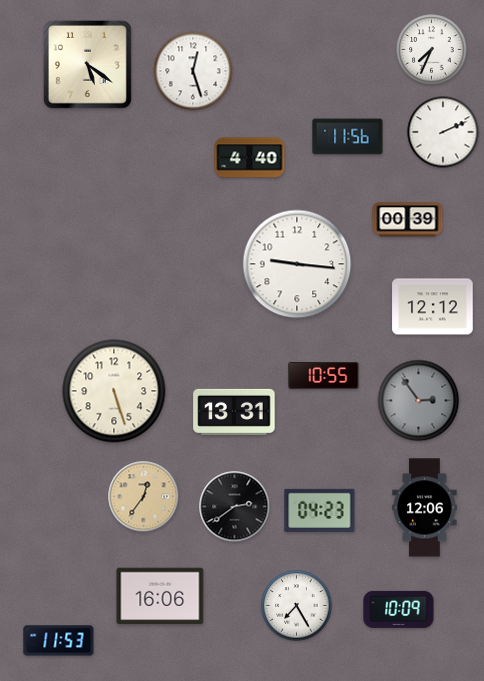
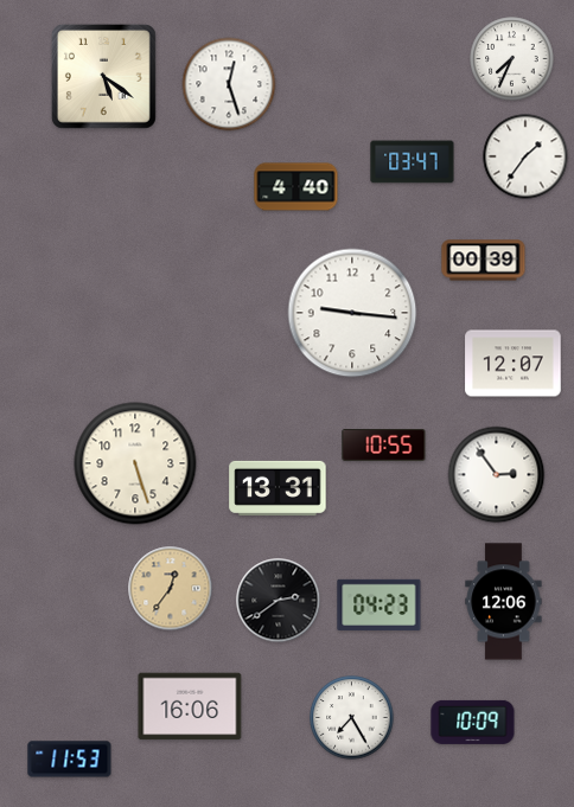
clock at (443, 132): 2:11 -> 1:36
clock at (348, 137): 11:56 -> 03:47
clock at (433, 307): 12:12 -> 12:07
clock at (419, 401) dial: grey -> white
